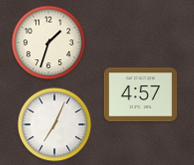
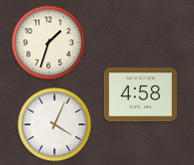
clock at (140, 95): 4:57 -> 4:58
clock at (55, 125): 7:04 -> 4:04
